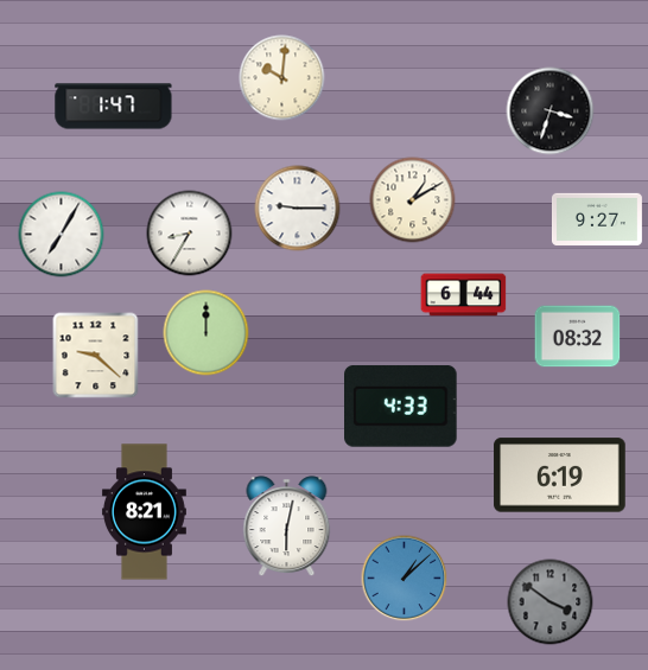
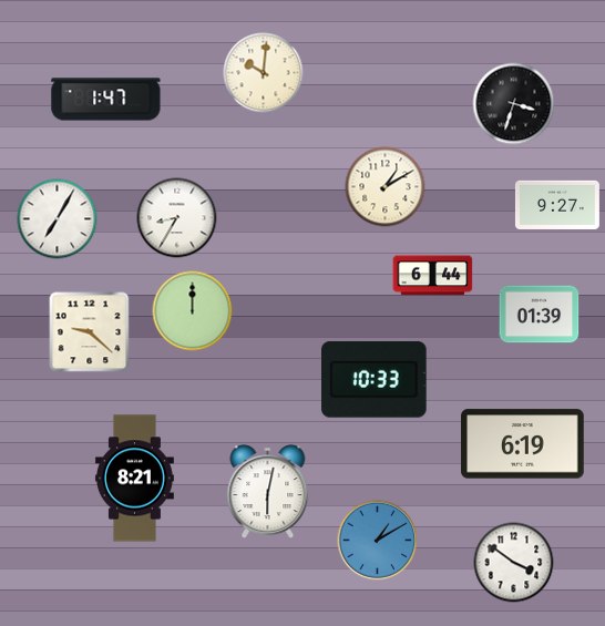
clock at (298, 209): 9:15 -> none
clock at (578, 337): 08:32 -> 01:39
clock at (401, 406): 4:33 -> 10:33
clock at (405, 579): 1:08 -> 1:10
clock at (551, 602) dial: grey -> white
